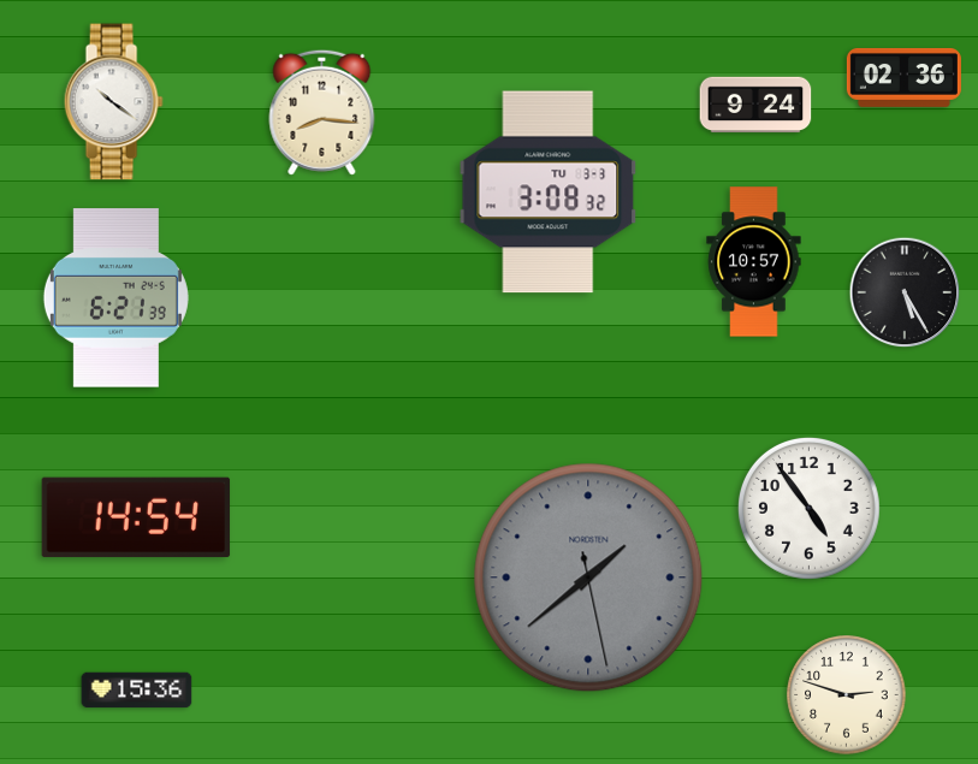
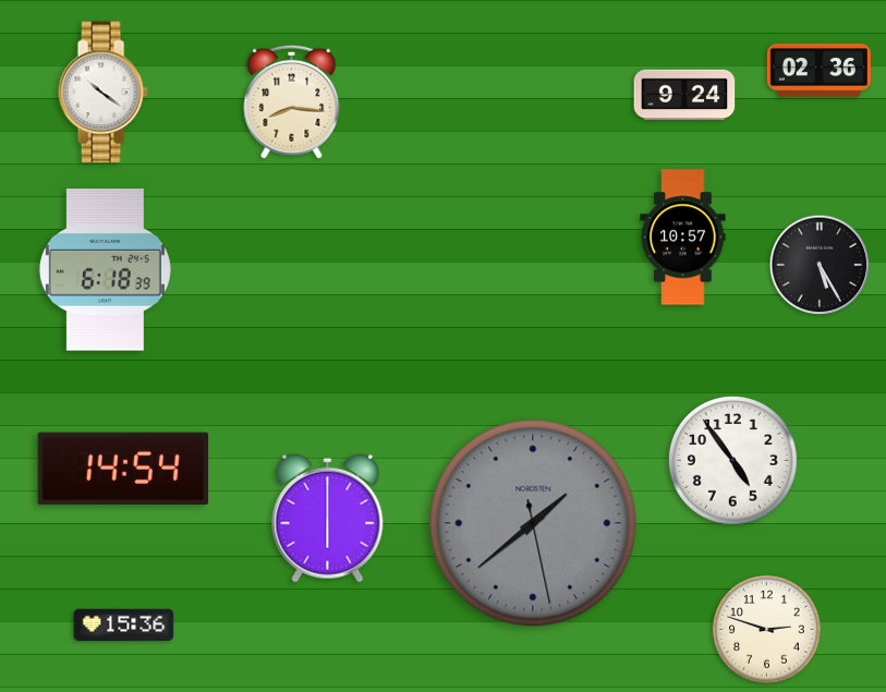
clock at (549, 193): 3:08 -> none
clock at (115, 298): 6:21 -> 6:18
clock at (328, 518): none -> 6:00
